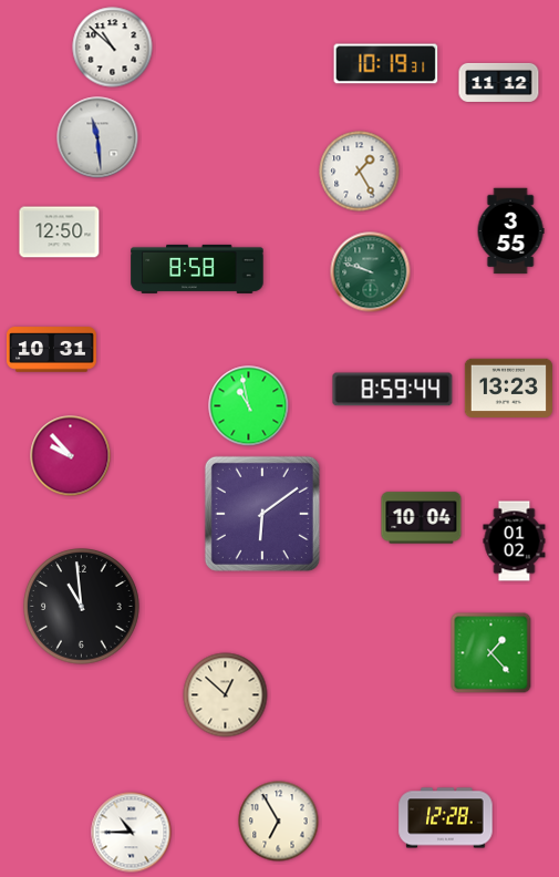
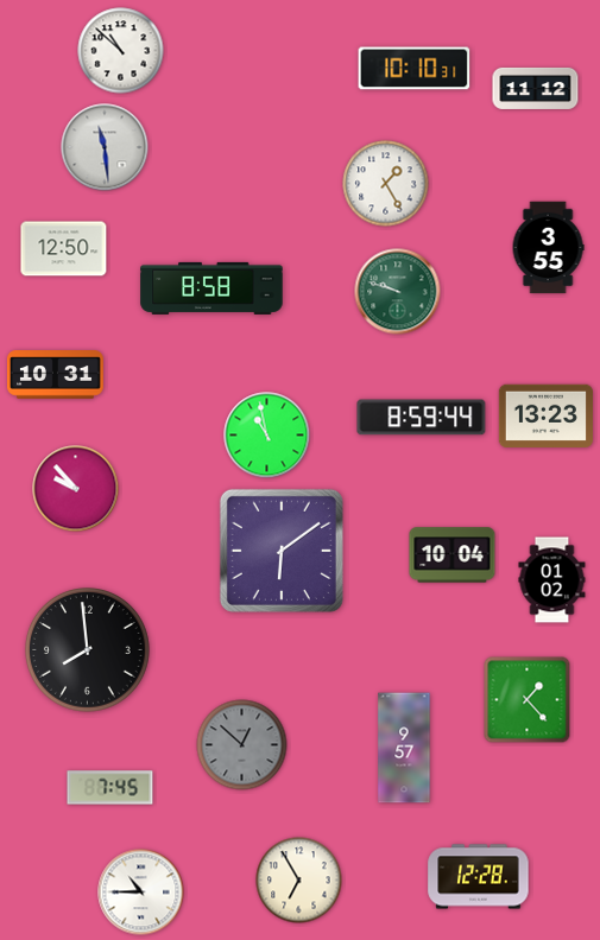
clock at (386, 64): 10:19 -> 10:10
clock at (82, 607): 10:59 -> 7:59
clock at (226, 695) dial: cream -> grey
clock at (404, 748): none -> 9:57
clock at (110, 788): none -> 7:45
